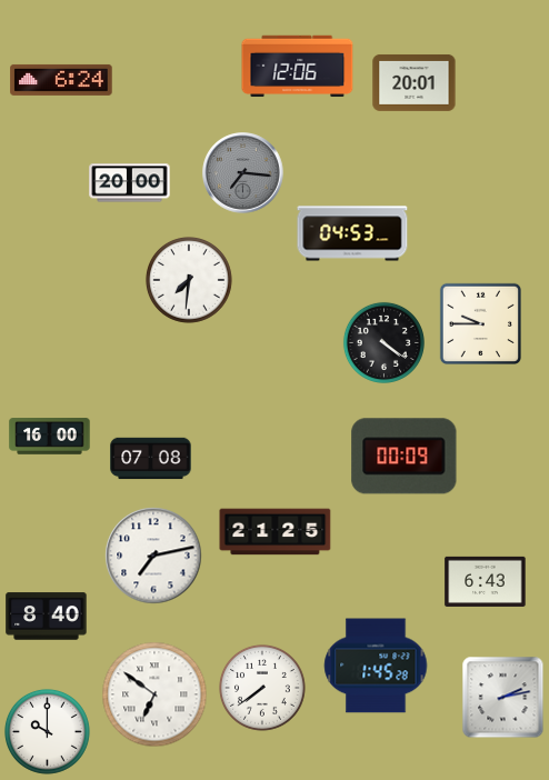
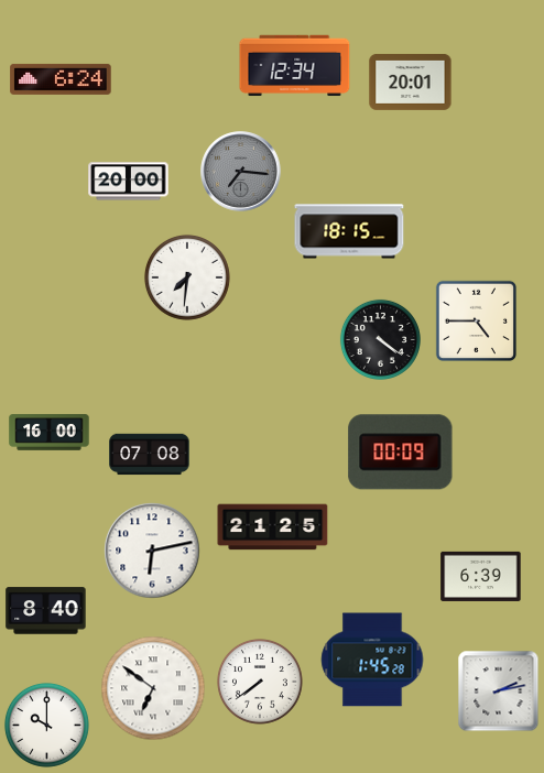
clock at (298, 67): 12:06 -> 12:34
clock at (352, 233): 04:53 -> 18:15
clock at (480, 323): 9:45 -> 4:45
clock at (153, 556): 7:13 -> 6:13
clock at (486, 581): 6:43 -> 6:39
